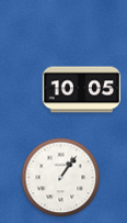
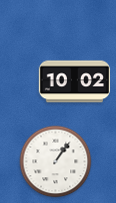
clock at (81, 90): 10:05 -> 10:02
